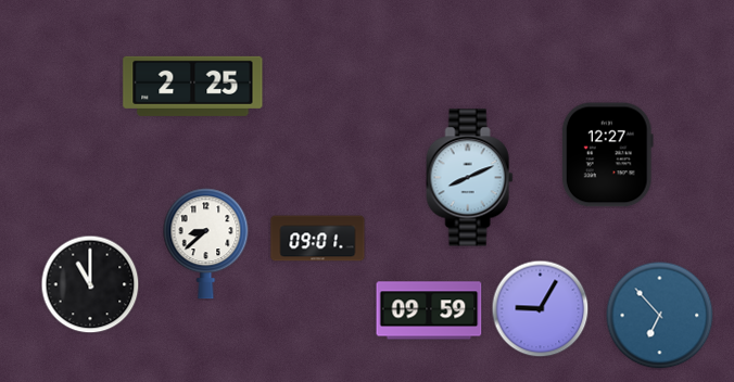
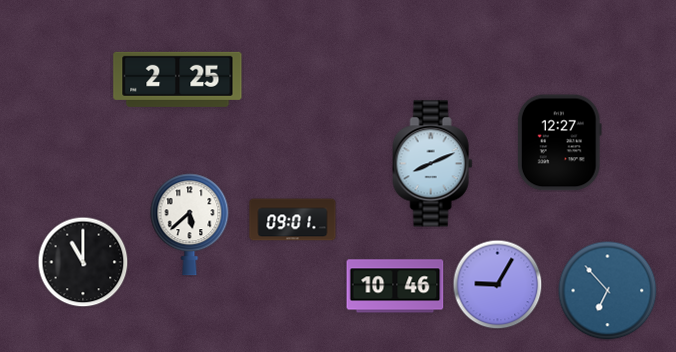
clock at (206, 244): 8:38 -> 5:38
clock at (429, 310): 09:59 -> 10:46
